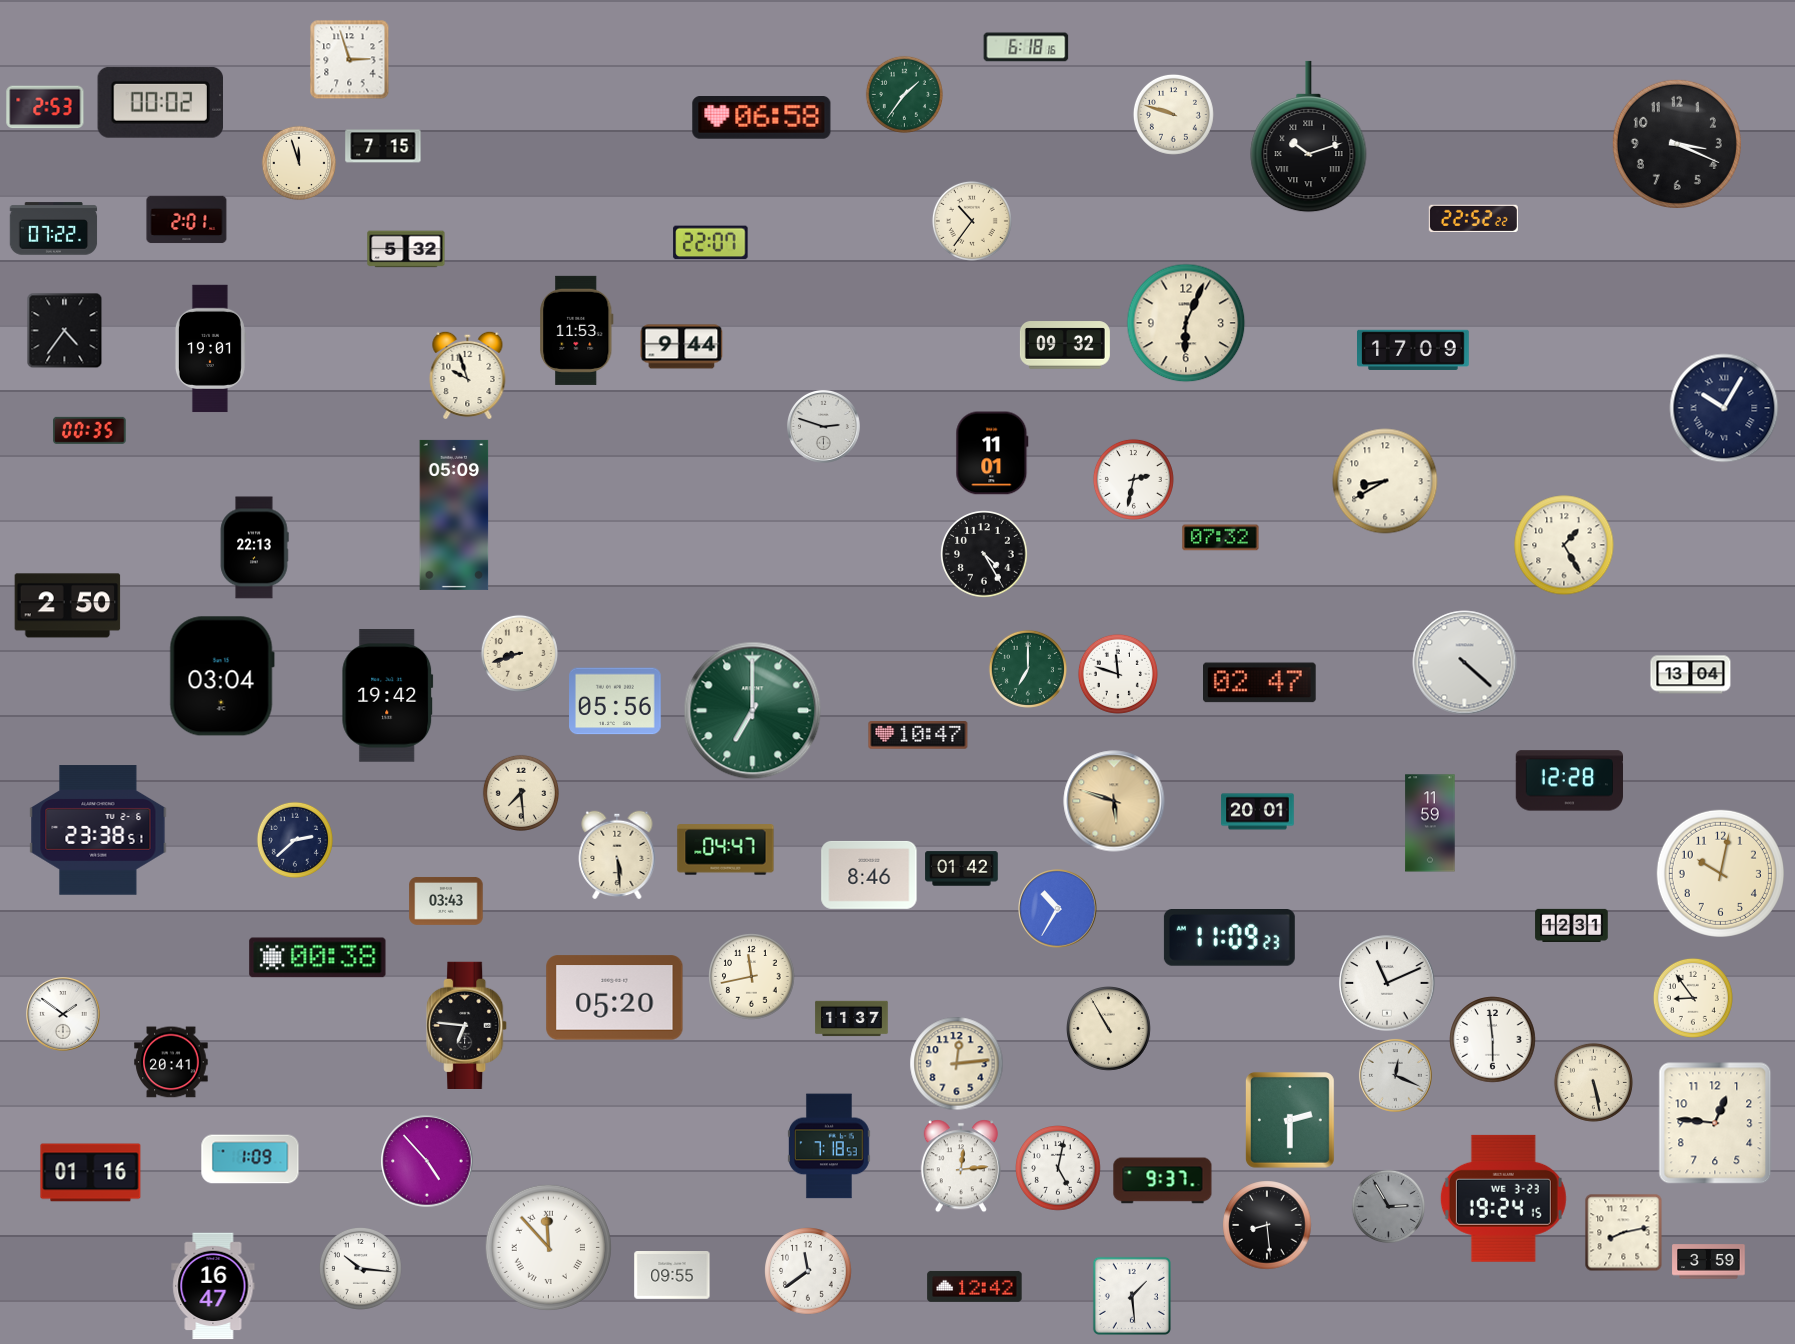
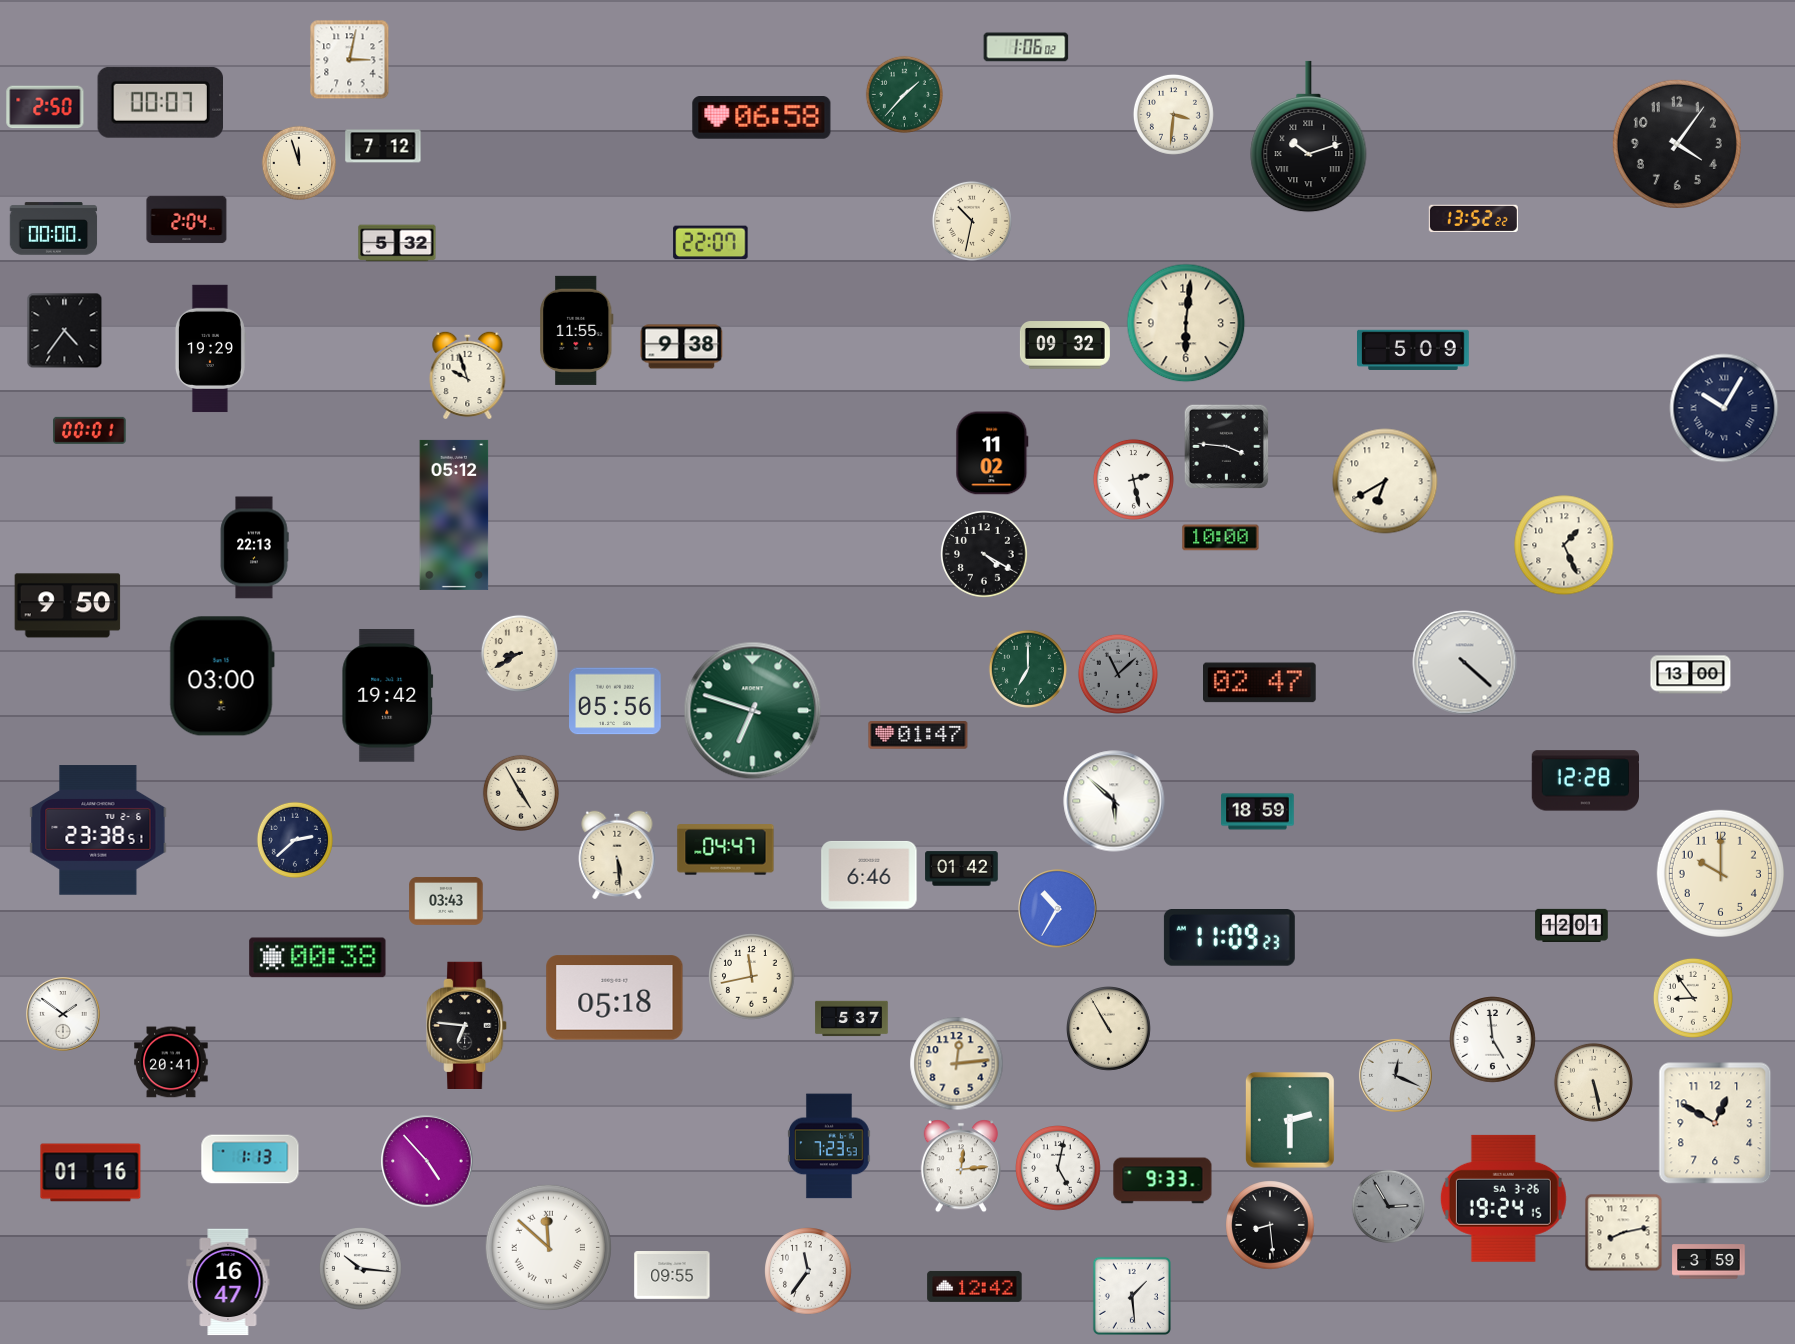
clock at (1026, 47): 6:18 -> 1:06
clock at (350, 60): 2:57 -> 3:02
clock at (904, 94): 1:36 -> 1:37
clock at (160, 102): 00:02 -> 00:07
clock at (45, 107): 2:53 -> 2:50
clock at (1173, 114): 9:48 -> 3:31
clock at (1677, 144): 3:19 -> 4:06
clock at (383, 146): 7:15 -> 7:12
clock at (1473, 218): 22:52 -> 13:52
clock at (187, 220): 2:01 -> 2:04
clock at (972, 221): 10:36 -> 10:32
clock at (54, 229): 07:22 -> 00:00
clock at (406, 249) position: (406, 249) -> (397, 243)
clock at (1186, 323): 6:04 -> 6:01
clock at (577, 330): 11:53 -> 11:55
clock at (682, 347): 9:44 -> 9:38
clock at (210, 349): 19:01 -> 19:29
clock at (1414, 350): 17:09 -> 5:09
clock at (824, 427): 2:48 -> none
clock at (90, 430): 00:35 -> 00:01
clock at (1226, 446): none -> 3:46
clock at (992, 453): 11:01 -> 11:02
clock at (1133, 479): 2:32 -> 2:28
clock at (1385, 481): 8:40 -> 6:40
clock at (454, 515): 05:09 -> 05:12
clock at (1221, 538): 07:32 -> 10:00
clock at (1564, 545): 1:25 -> 1:26
clock at (984, 554): 4:25 -> 4:20
clock at (68, 606): 2:50 -> 9:50
clock at (519, 653): 8:42 -> 8:40
clock at (1118, 674): 11:48 -> 11:08
clock at (1118, 674) dial: white -> grey
clock at (1691, 675): 13:04 -> 13:00
clock at (222, 676): 03:04 -> 03:00
clock at (753, 711): 7:00 -> 6:48
clock at (918, 736): 10:47 -> 01:47
clock at (1569, 781) position: (1569, 781) -> (1585, 781)
clock at (521, 793): 7:29 -> 4:55
clock at (1114, 801): 5:48 -> 5:52
clock at (1114, 801) dial: champagne -> white
clock at (1258, 812): 20:01 -> 18:59
clock at (1430, 823): 11:59 -> none
clock at (1720, 873): 10:02 -> 10:00
clock at (869, 875): 8:46 -> 6:46
clock at (1572, 925): 12:31 -> 12:01
clock at (1387, 983): 11:11 -> none
clock at (615, 998): 05:20 -> 05:18
clock at (852, 1019): 11:37 -> 5:37
clock at (1493, 1040): 5:59 -> 4:59
clock at (1715, 1123): 12:46 -> 12:50
clock at (830, 1146): 7:18 -> 7:23
clock at (250, 1159): 1:09 -> 1:13
clock at (1163, 1181): 9:37 -> 9:33
clock at (1503, 1198) date: WE 3-23 -> SA 3-26
clock at (1267, 1225) position: (1267, 1225) -> (1270, 1225)
clock at (548, 1247): 11:53 -> 11:52
clock at (808, 1271): 11:39 -> 11:36
clock at (213, 1286) position: (213, 1286) -> (228, 1282)
